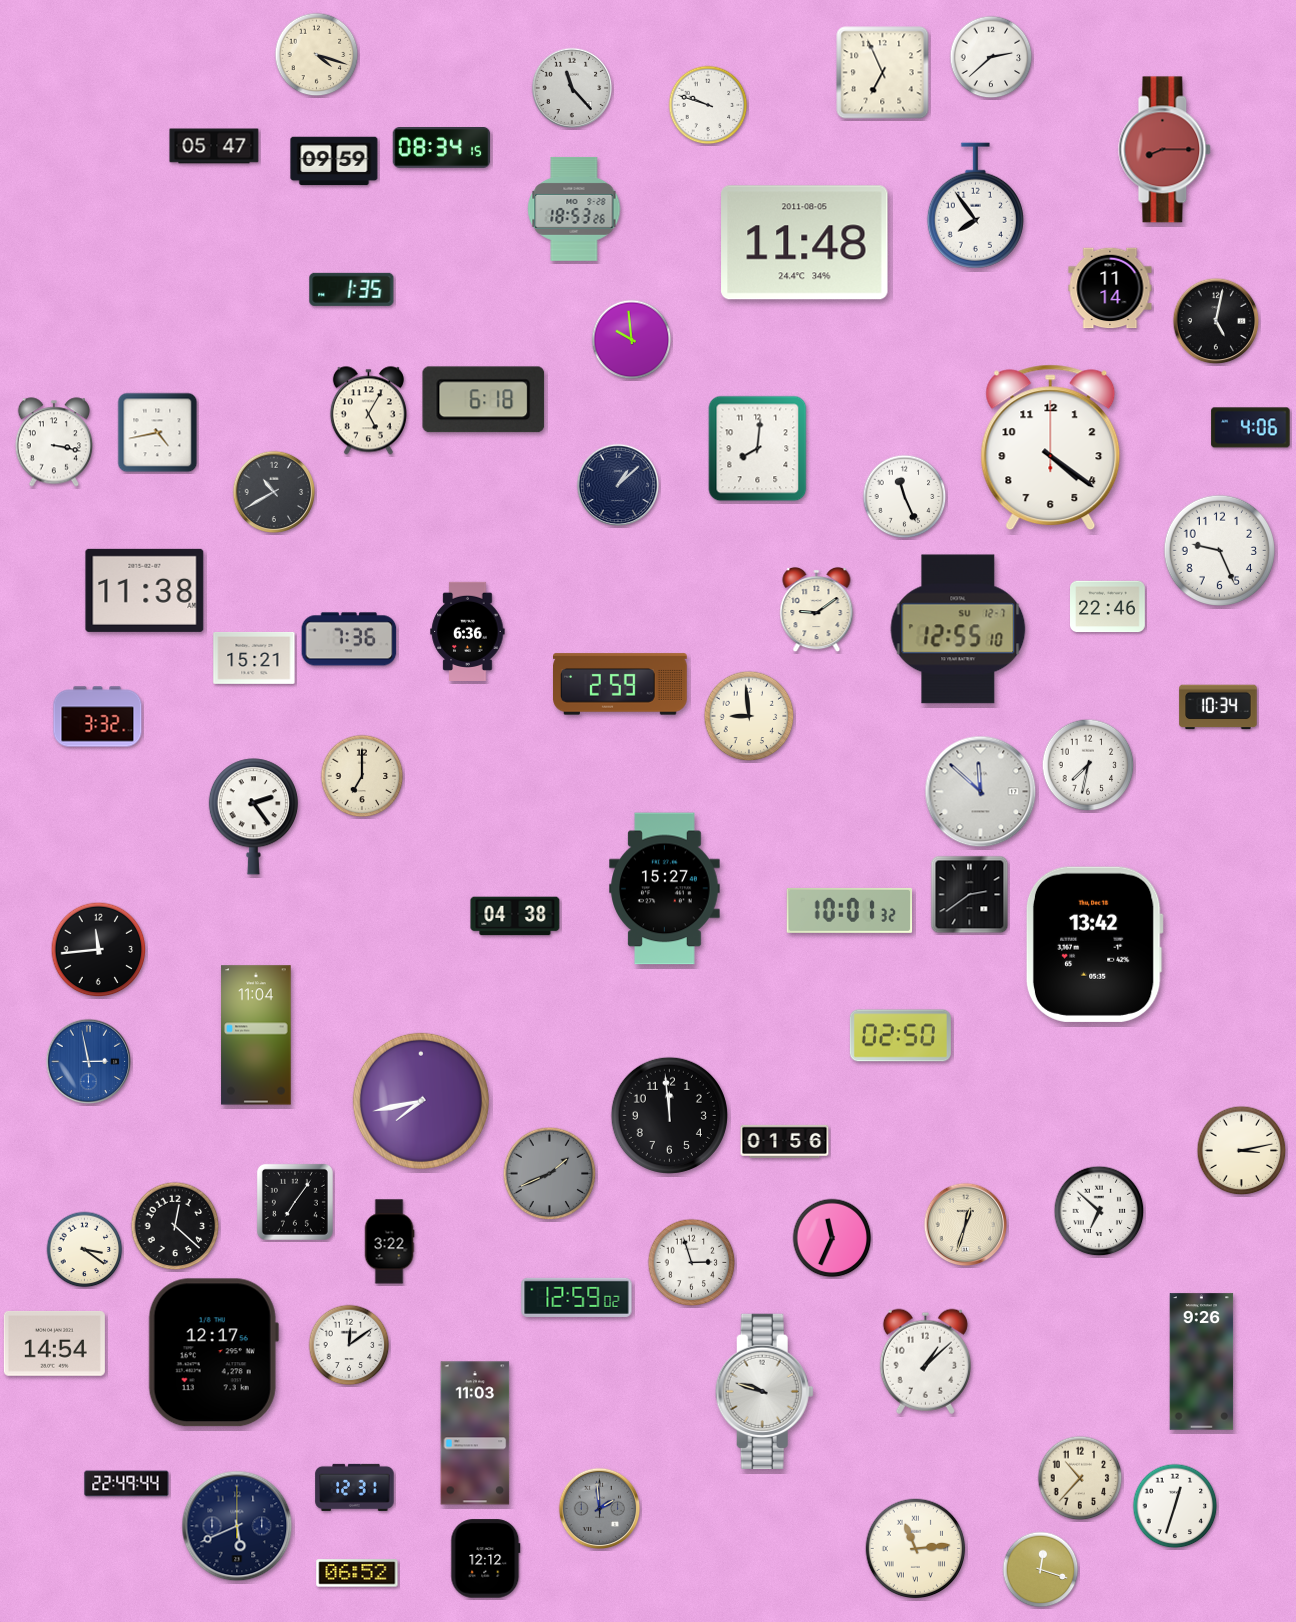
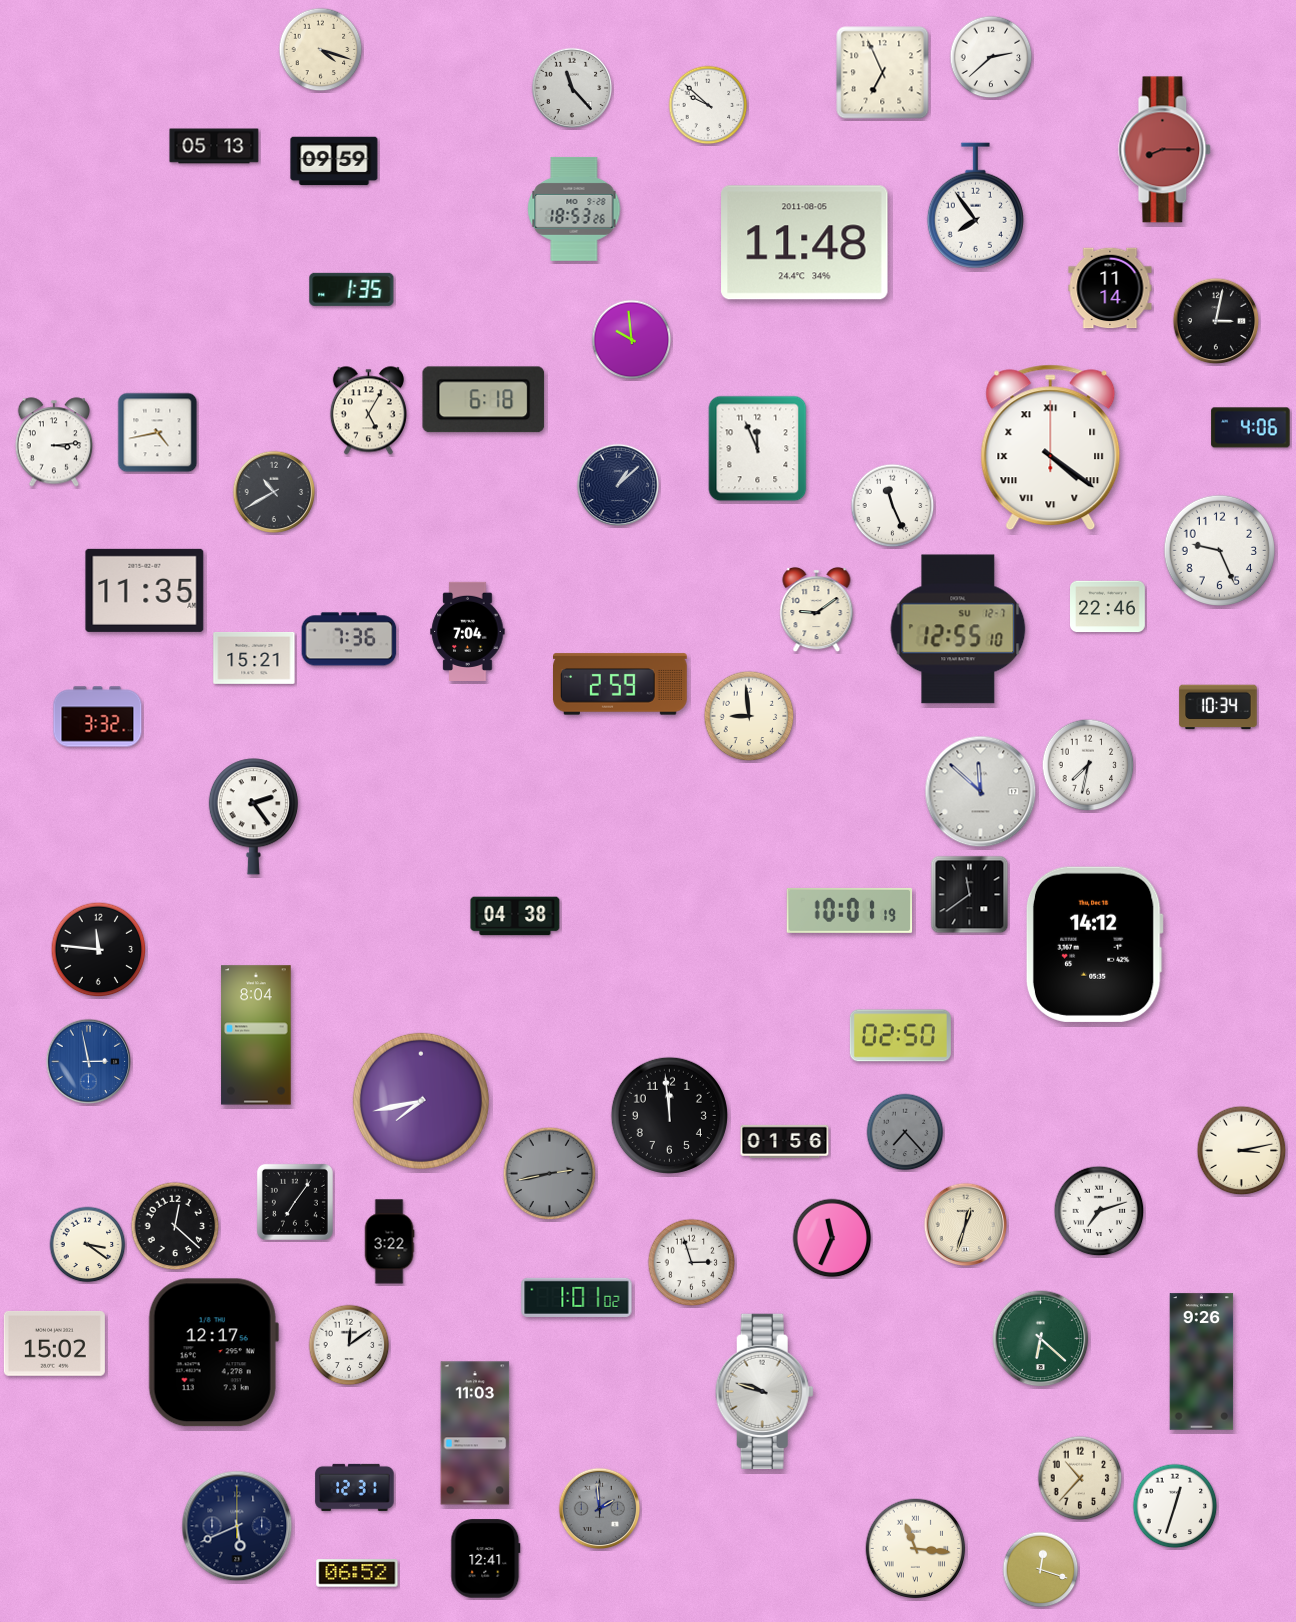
clock at (317, 55) position: (317, 55) -> (321, 50)
clock at (708, 105): 9:48 -> 9:52
clock at (214, 146): 05:47 -> 05:13
clock at (442, 148): 08:34 -> none
clock at (1216, 321): 5:02 -> 3:02
clock at (53, 442): 3:17 -> 3:14
clock at (1051, 448) numerals: Arabic -> Roman
clock at (758, 449): 8:01 -> 11:56
clock at (905, 497) position: (905, 497) -> (893, 506)
clock at (145, 590): 11:38 -> 11:35
clock at (468, 631): 6:36 -> 7:04
clock at (362, 776): 7:00 -> none
clock at (665, 889): 15:27 -> none
clock at (970, 895): 2:39 -> 11:39
clock at (850, 910): 10:01:32 -> 10:01:19
clock at (1094, 944): 13:42 -> 14:12
clock at (99, 950): 11:44 -> 11:46
clock at (256, 1035): 11:04 -> 8:04
clock at (905, 1132): none -> 7:23
clock at (550, 1174): 1:41 -> 2:43
clock at (1099, 1211): 6:52 -> 7:12
clock at (85, 1250) position: (85, 1250) -> (88, 1245)
clock at (577, 1297): 12:59 -> 1:01
clock at (1041, 1339): none -> 6:22
clock at (54, 1343): 14:54 -> 15:02
clock at (925, 1361): 1:08 -> none
clock at (127, 1484): 22:49 -> none
clock at (916, 1549): 11:14 -> 11:16
clock at (486, 1559): 12:12 -> 12:41
